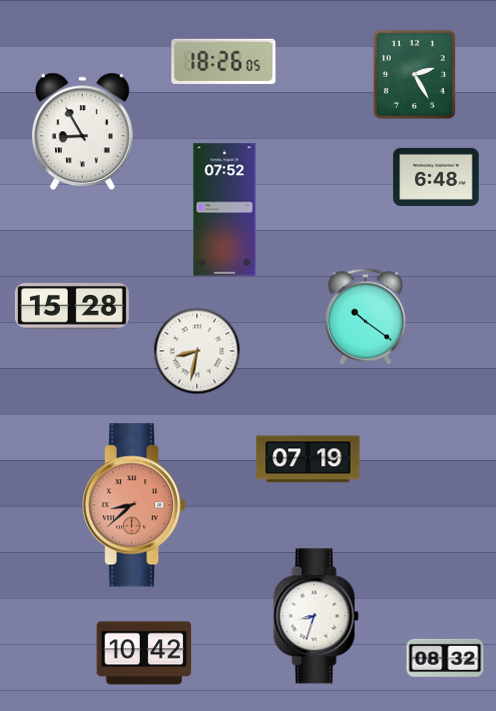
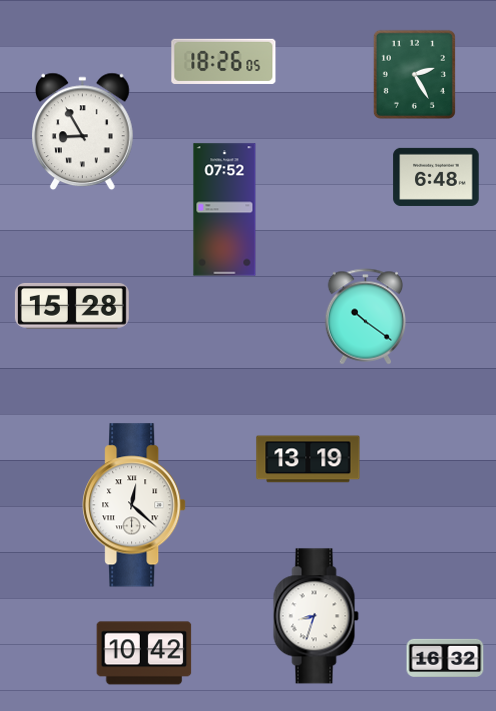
clock at (197, 351): 8:32 -> none
clock at (308, 459): 07:19 -> 13:19
clock at (135, 505): 8:38 -> 12:22
clock at (135, 505) dial: salmon -> white
clock at (445, 658): 08:32 -> 16:32
